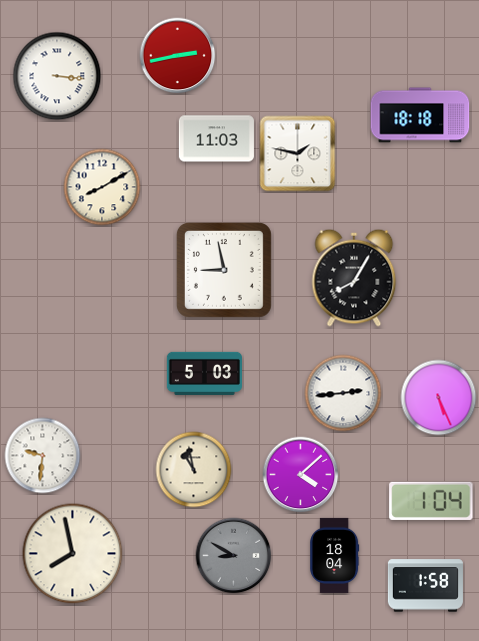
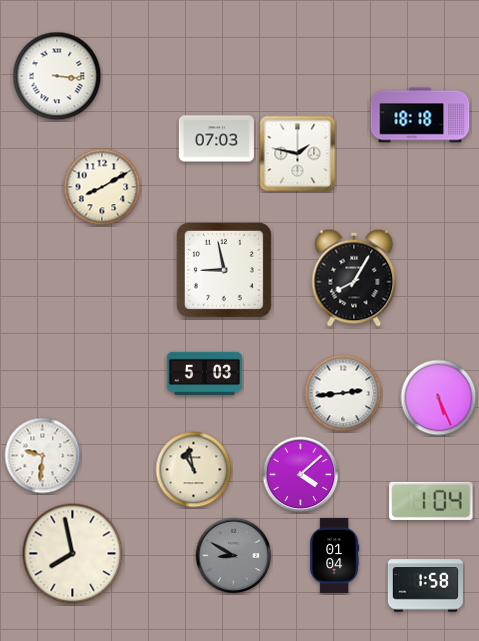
clock at (178, 56): 2:43 -> none
clock at (216, 139): 11:03 -> 07:03
clock at (335, 555): 18:04 -> 01:04
